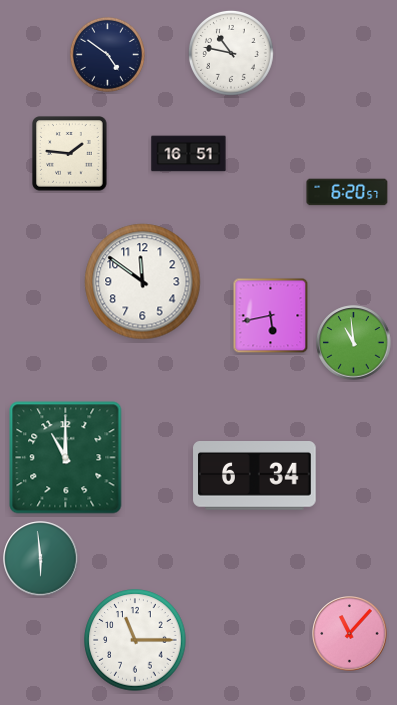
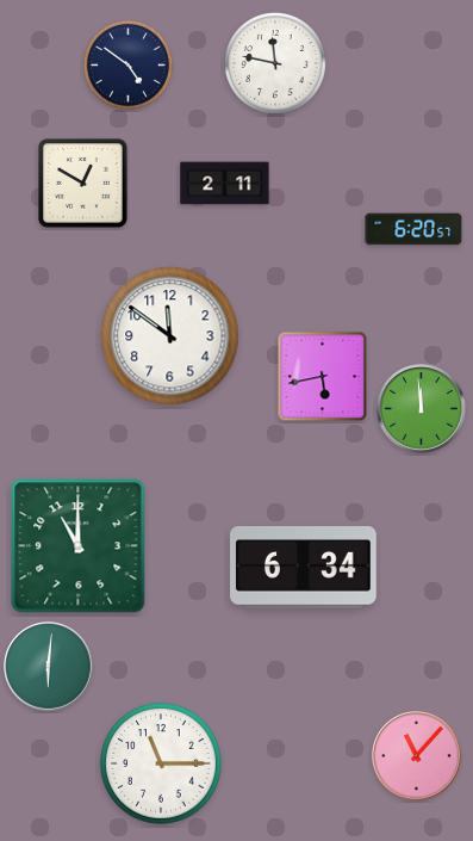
clock at (231, 53): 10:47 -> 11:47
clock at (70, 154): 1:46 -> 12:50
clock at (189, 154): 16:51 -> 2:11
clock at (354, 343): 10:59 -> 11:59
clock at (41, 559): 5:59 -> 6:01
